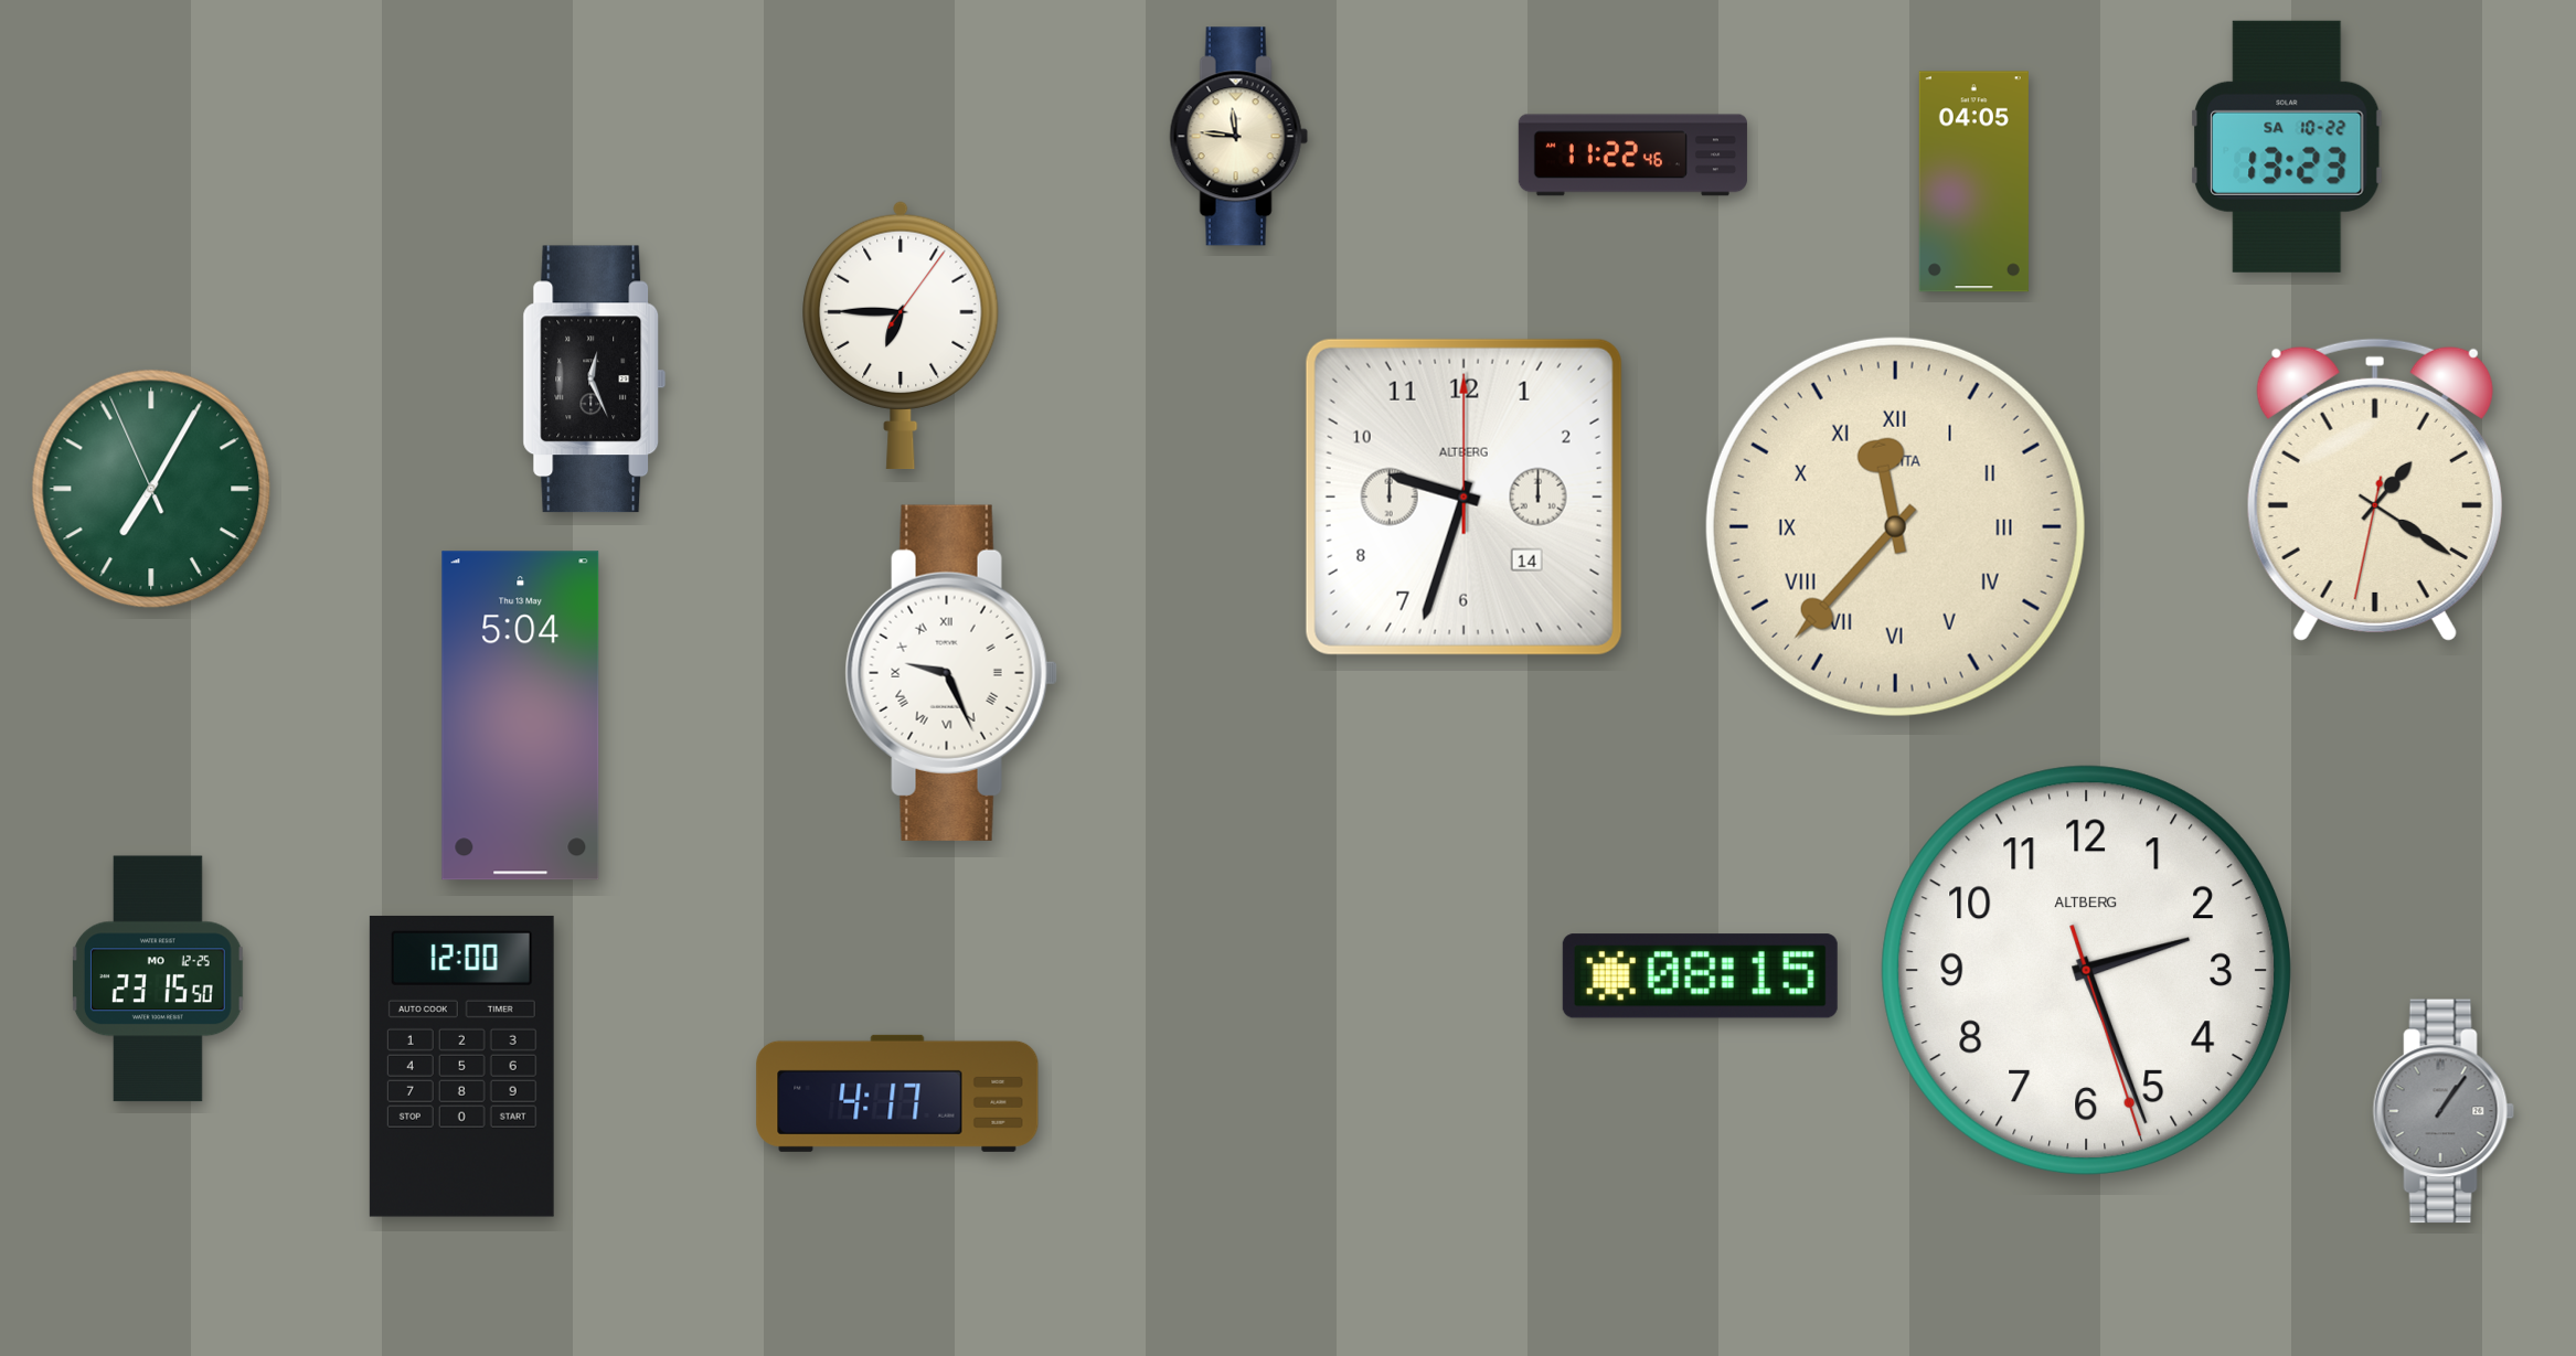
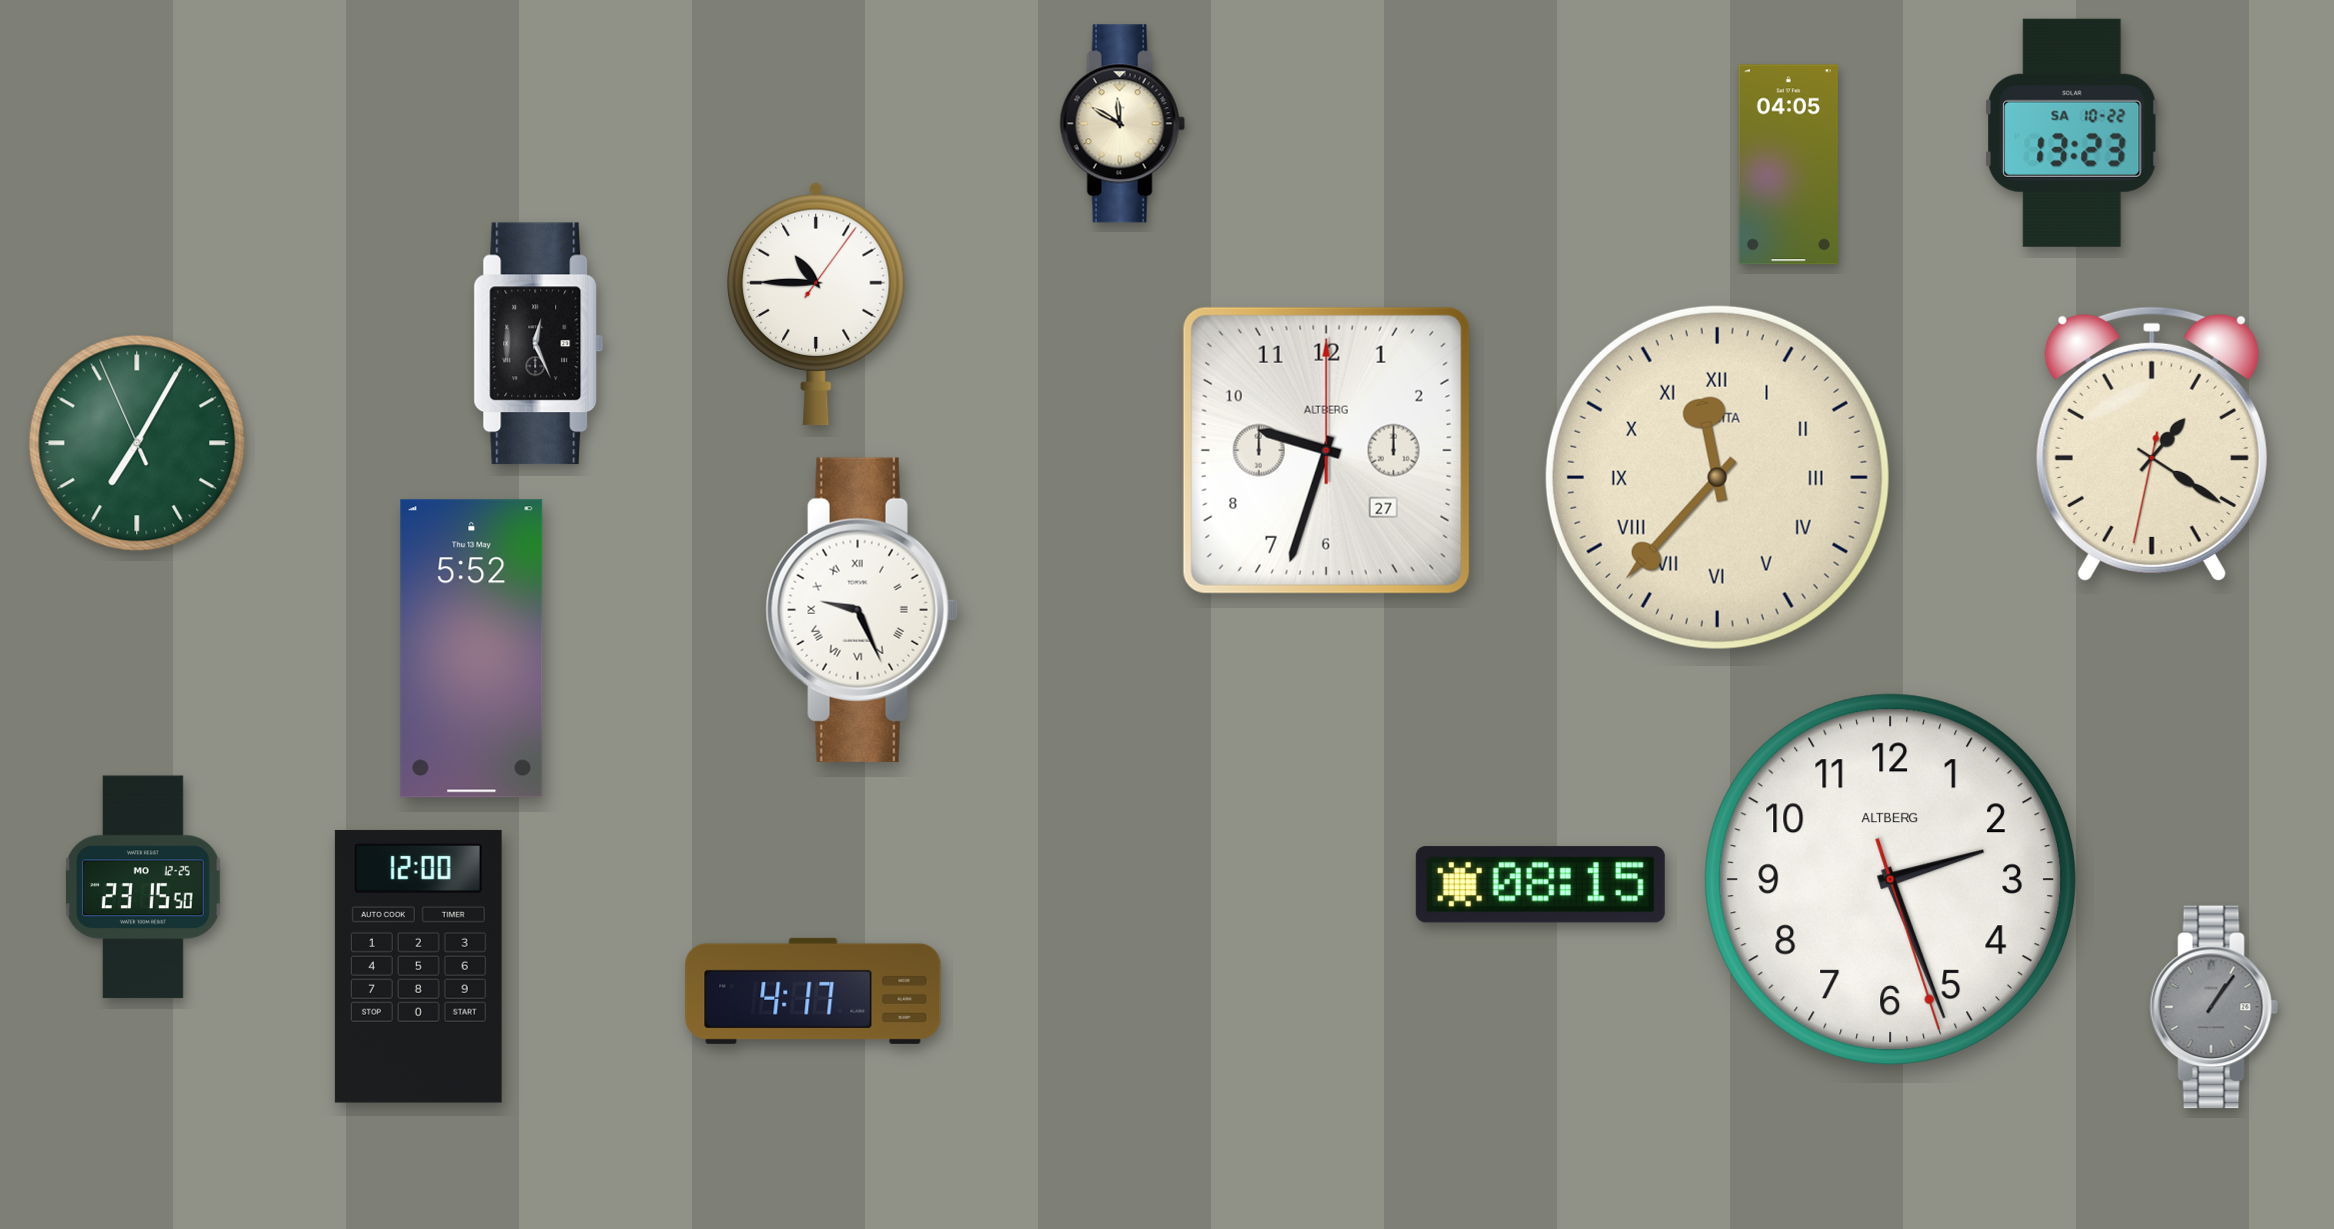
clock at (1238, 137): 11:46 -> 11:50
clock at (1632, 156): 11:22 -> none
clock at (901, 335): 6:45 -> 10:45
clock at (1463, 497) date: 14 -> 27
clock at (521, 716): 5:04 -> 5:52
